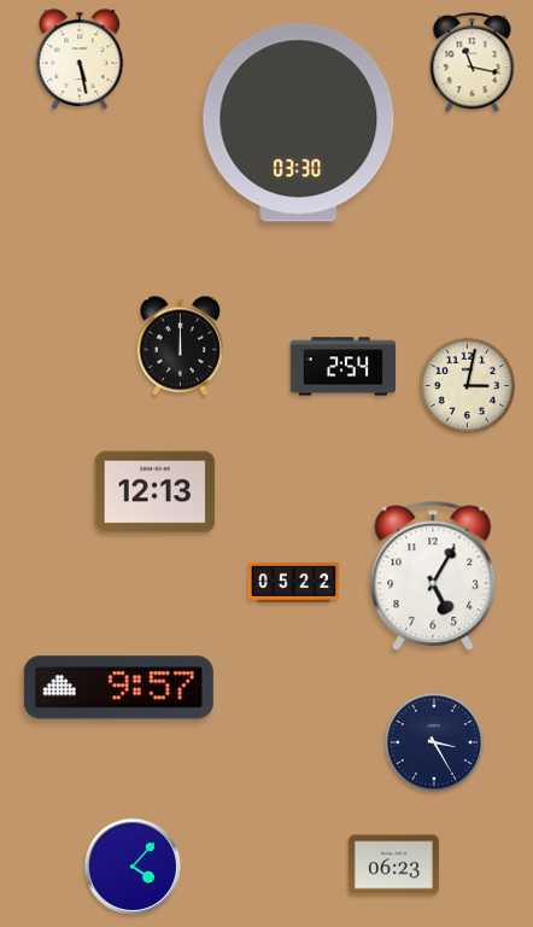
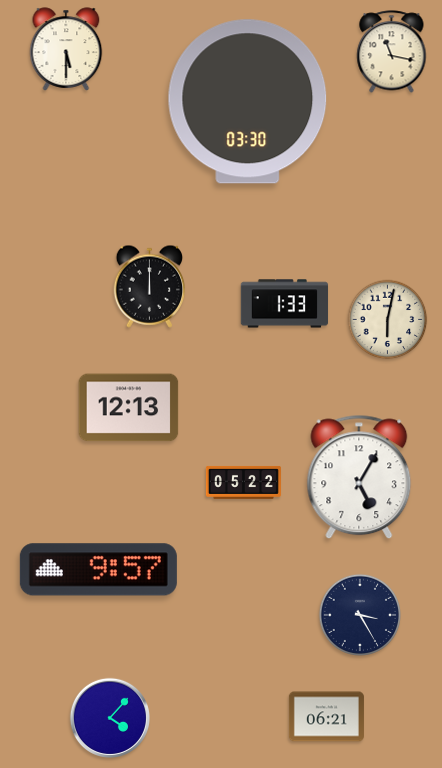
clock at (80, 59): 5:28 -> 5:30
clock at (344, 367): 2:54 -> 1:33
clock at (468, 386): 3:02 -> 6:02
clock at (393, 865): 06:23 -> 06:21
